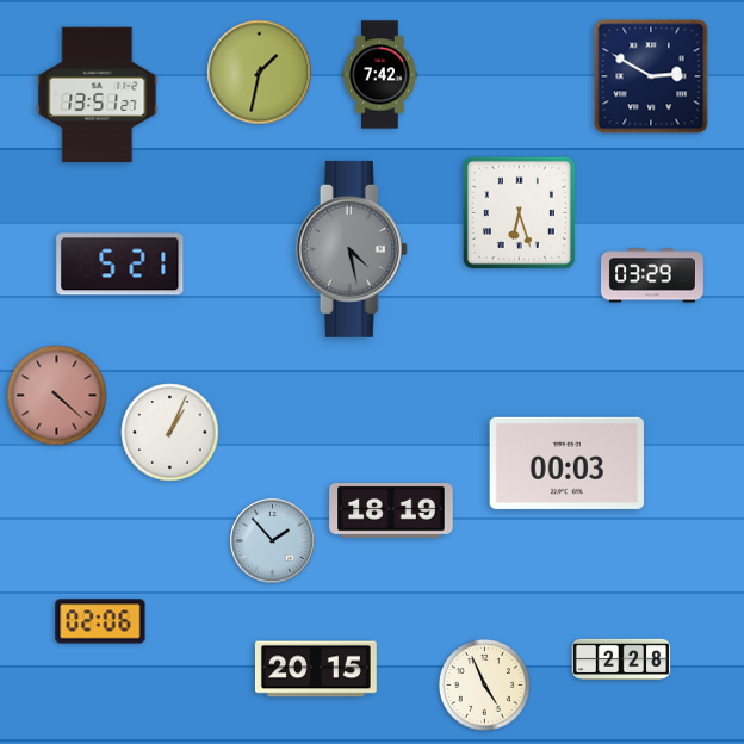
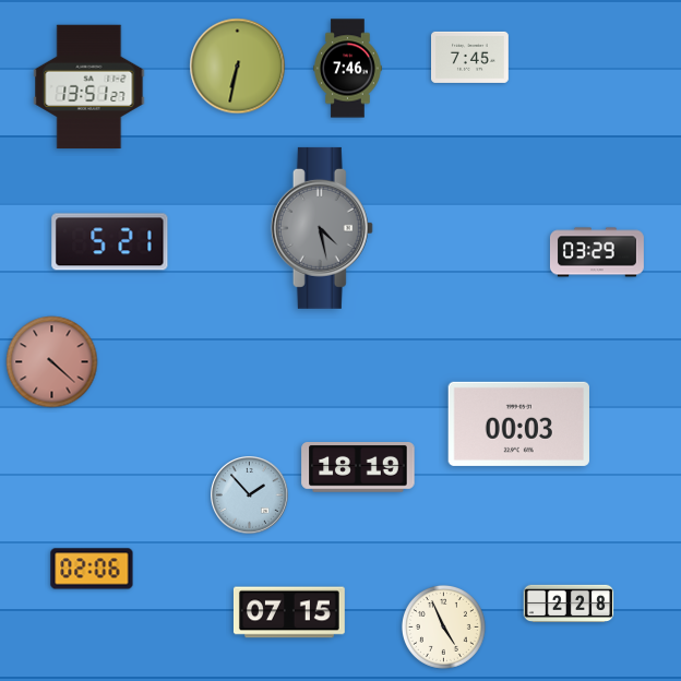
clock at (470, 57): none -> 7:45
clock at (260, 73): 1:32 -> 6:32
clock at (380, 75): 7:42 -> 7:46
clock at (651, 76): 2:50 -> none
clock at (519, 212): 6:27 -> none
clock at (170, 433): 1:04 -> none
clock at (316, 669): 20:15 -> 07:15
